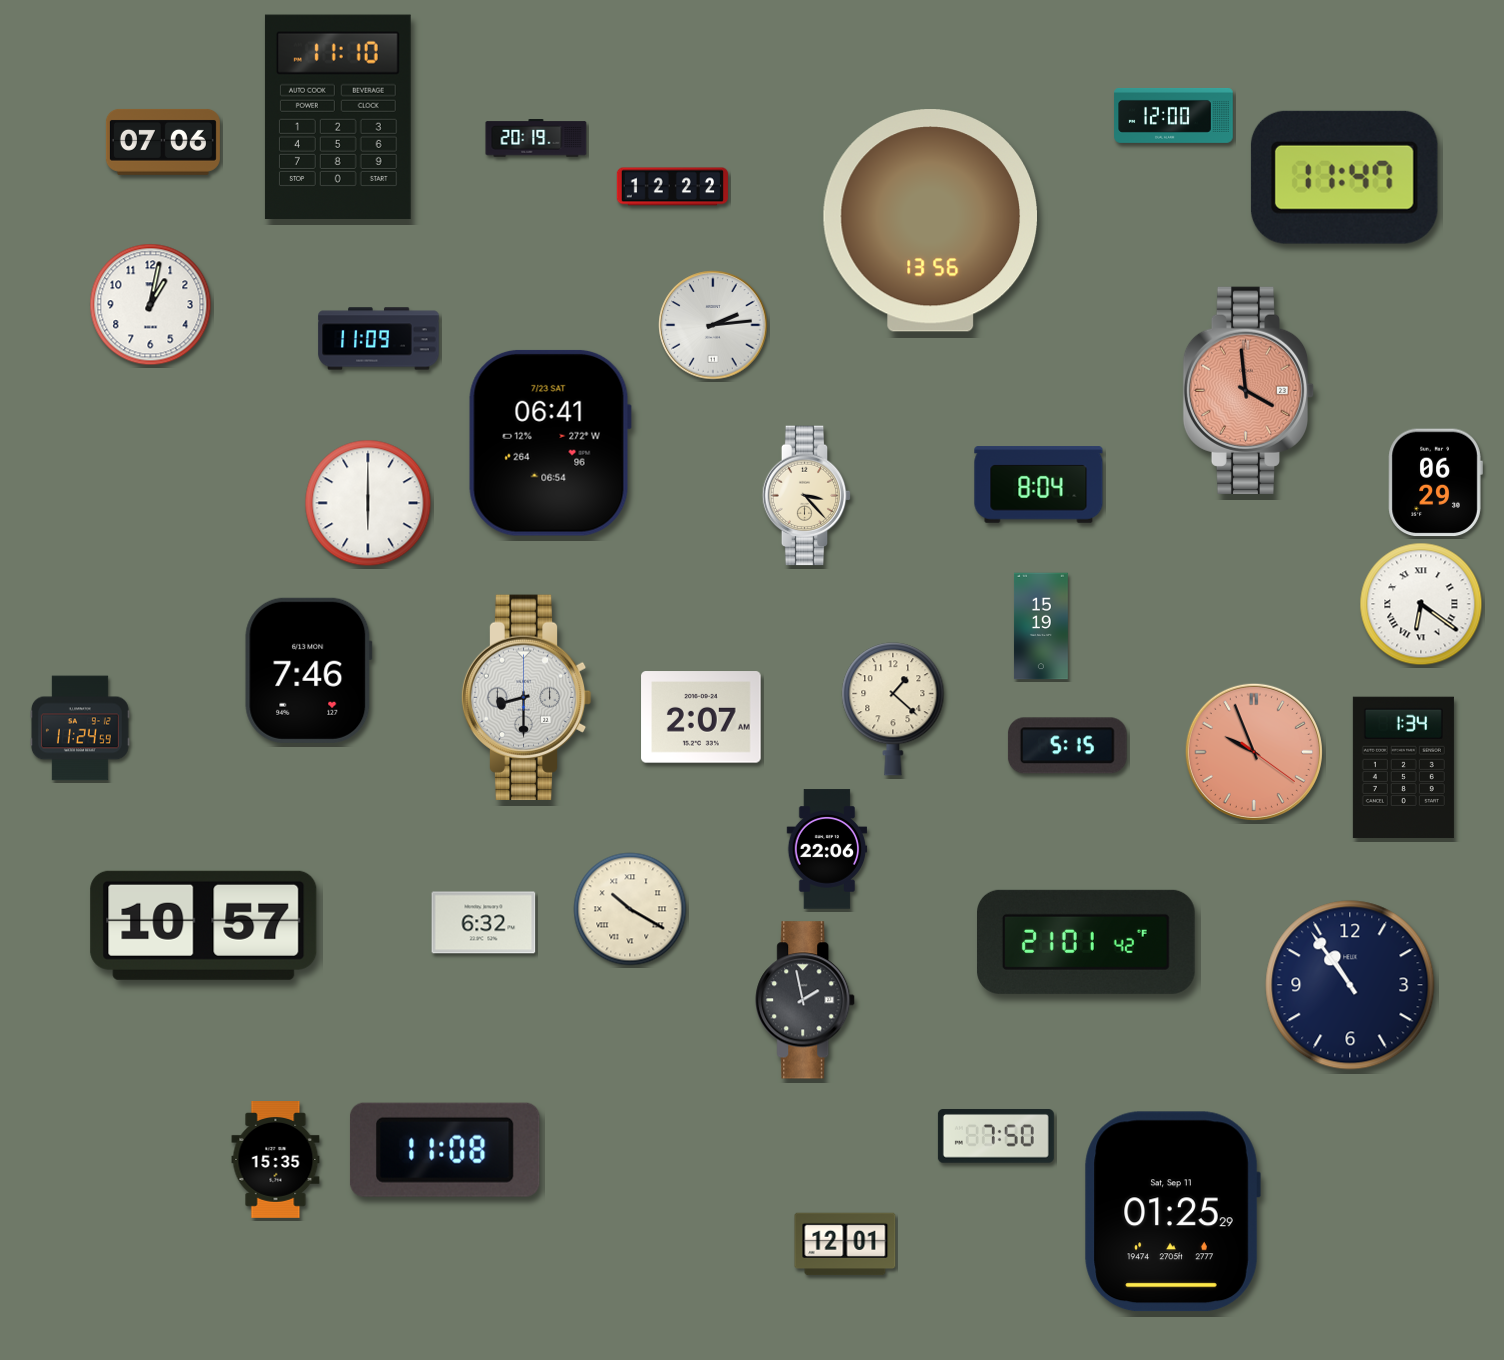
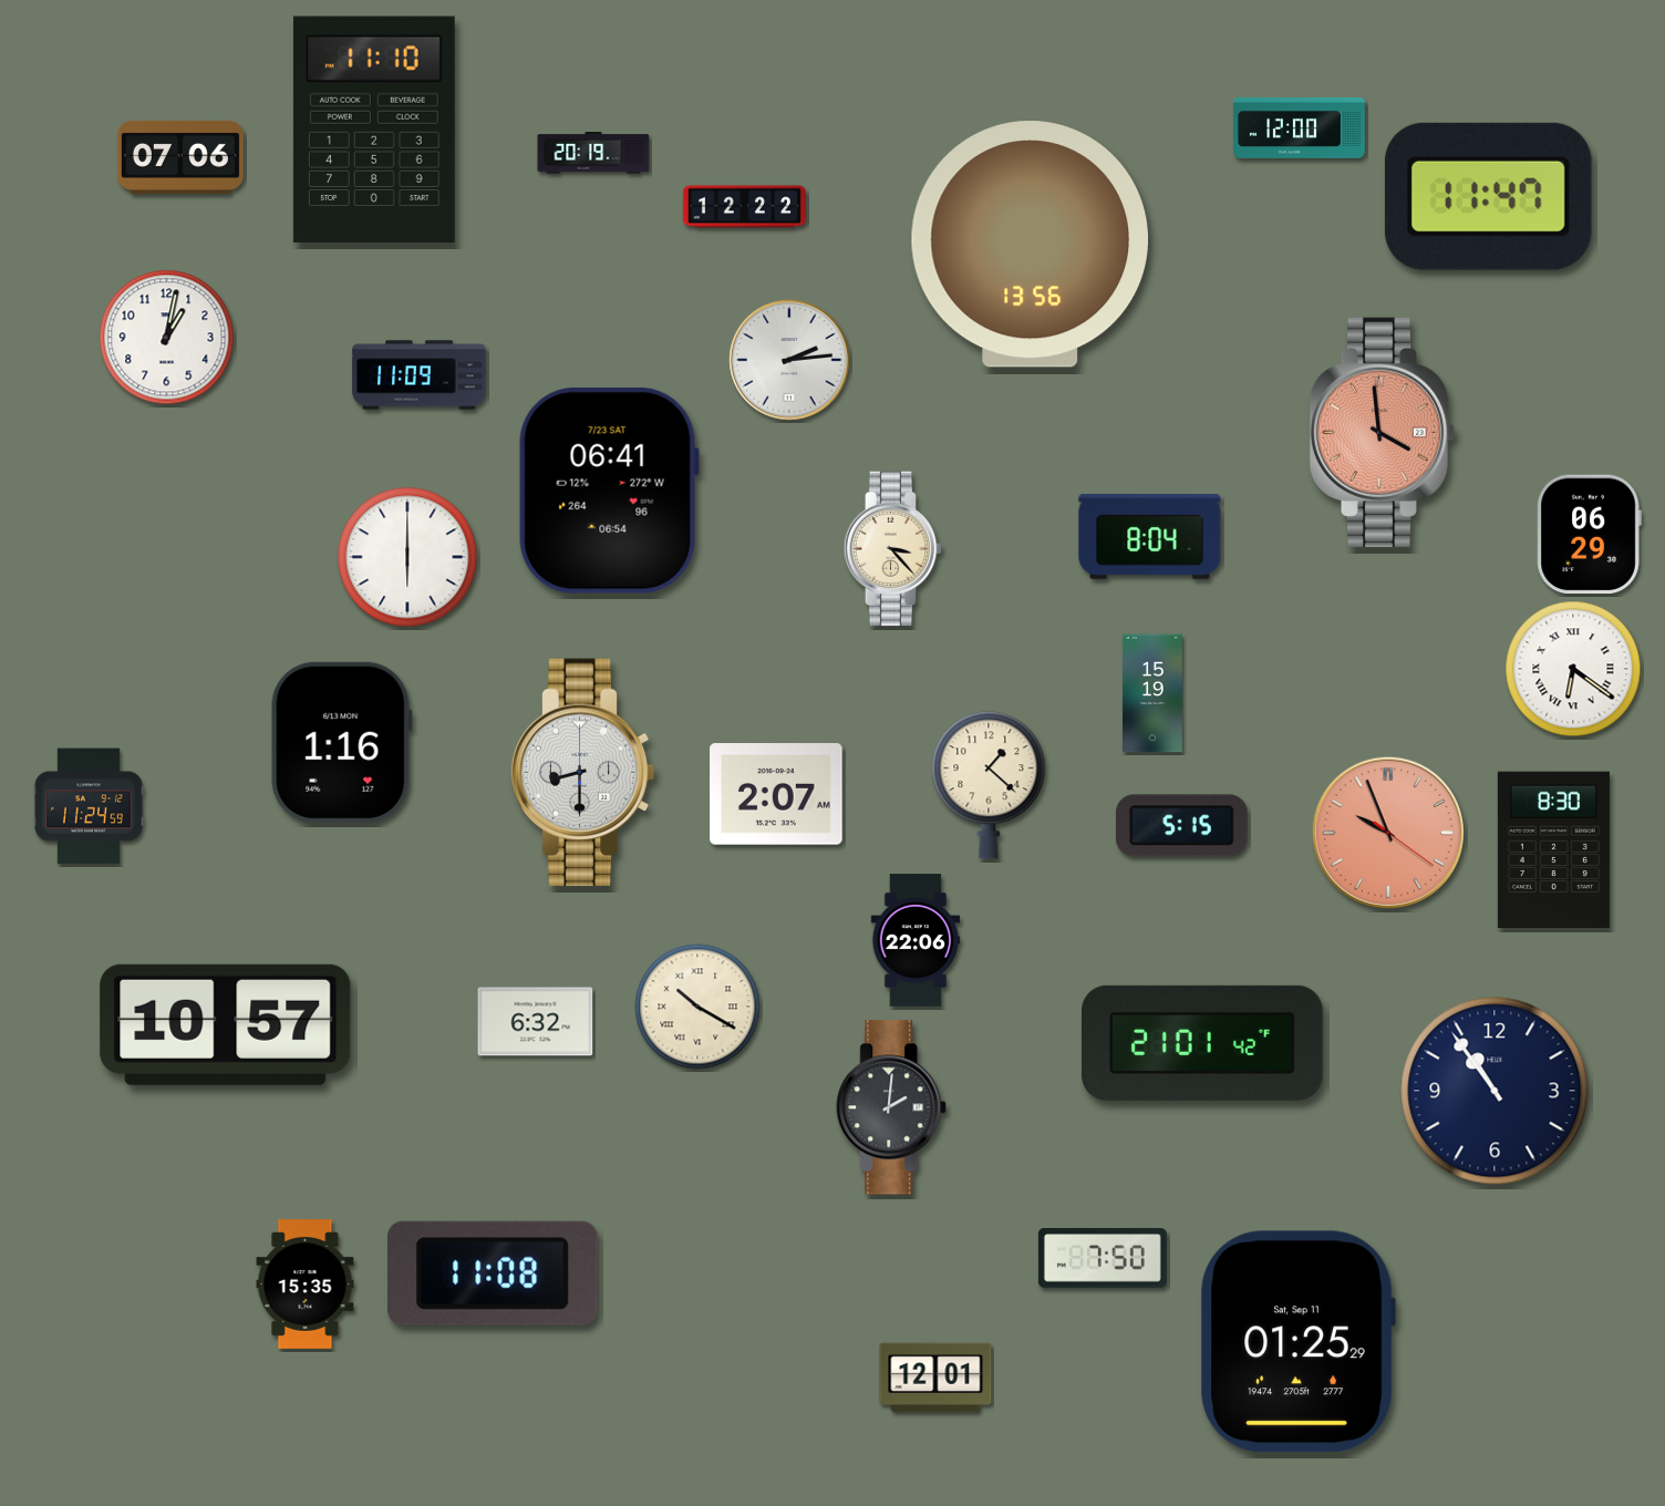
clock at (309, 670): 7:46 -> 1:16
clock at (1403, 768): 1:34 -> 8:30
clock at (806, 1000): 1:58 -> 2:01
